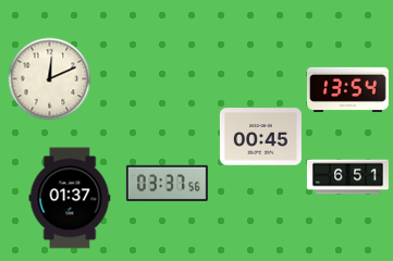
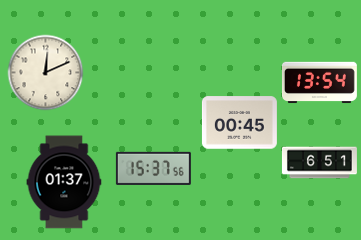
clock at (260, 137) position: (260, 137) -> (239, 123)
clock at (167, 183): 03:37 -> 15:37
